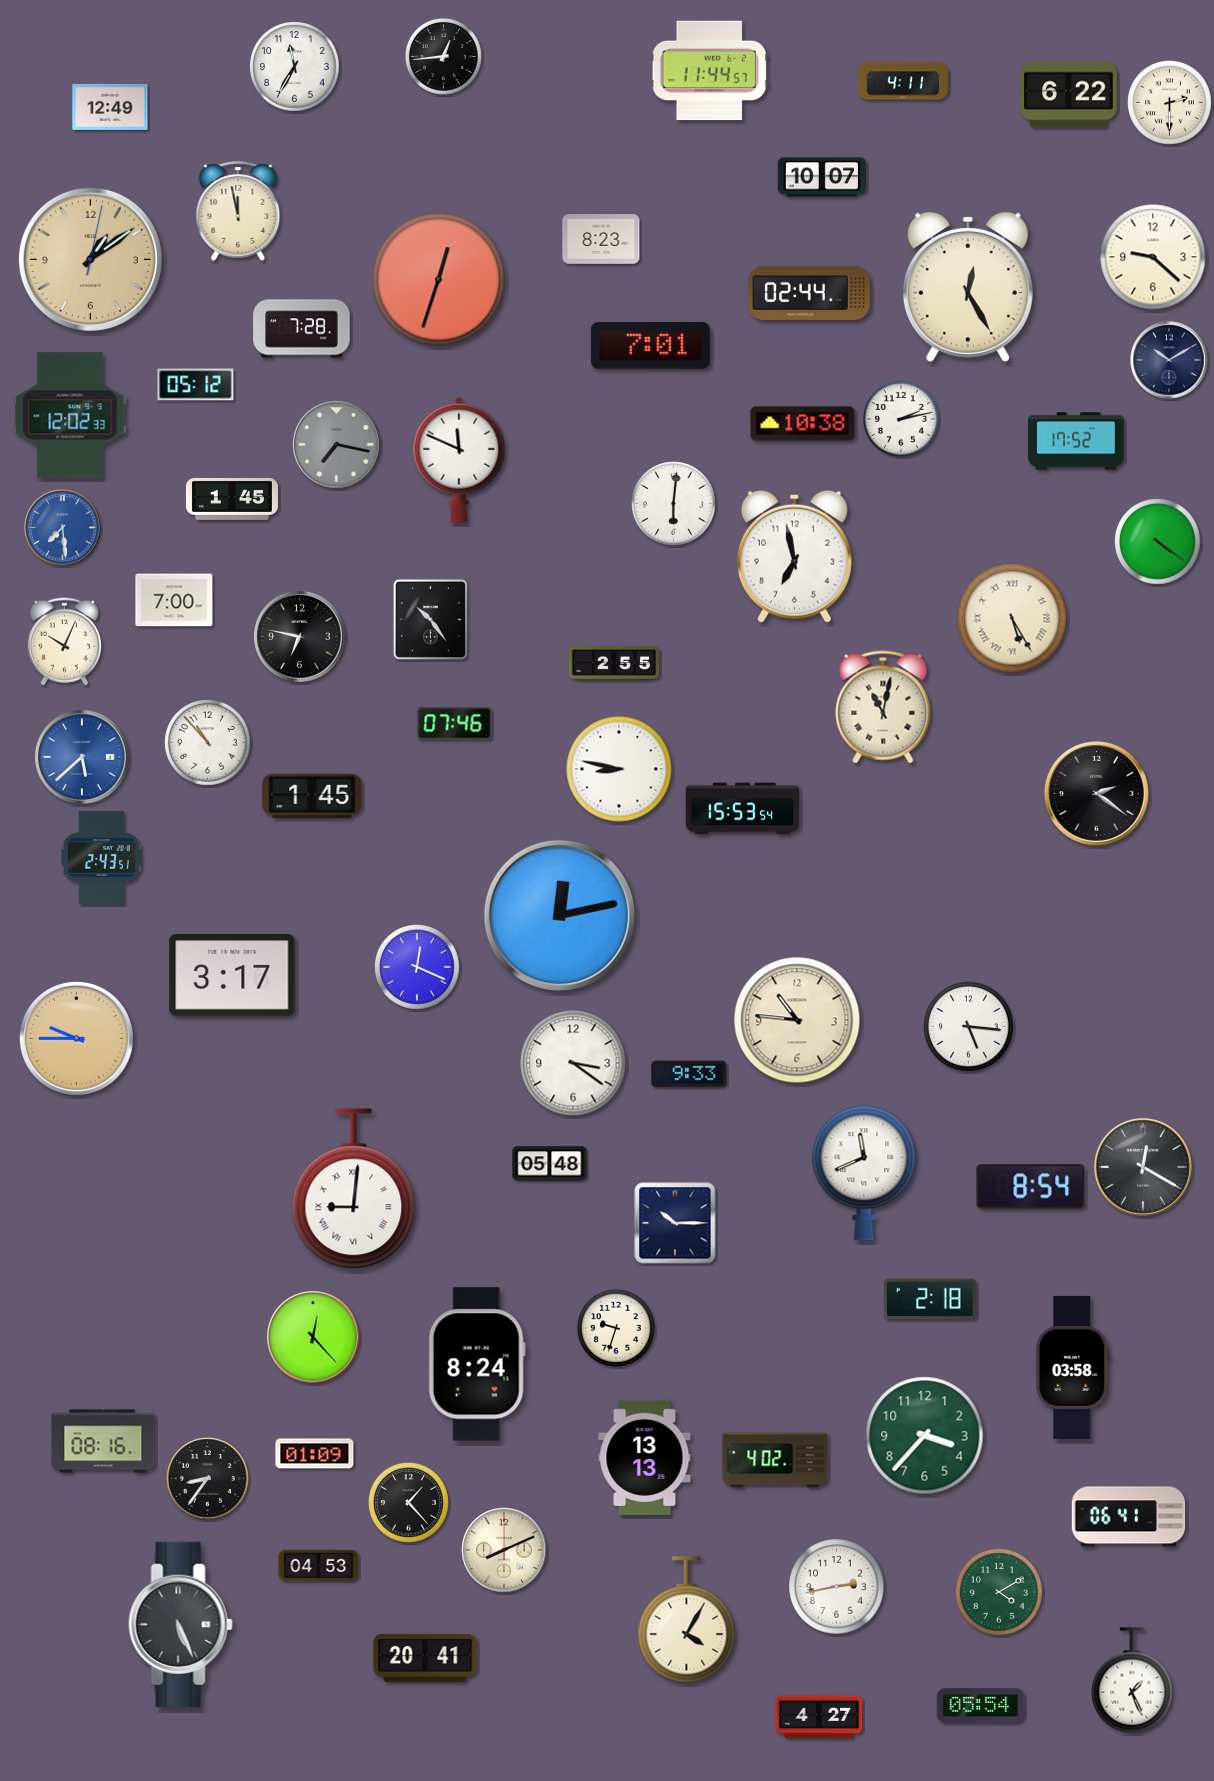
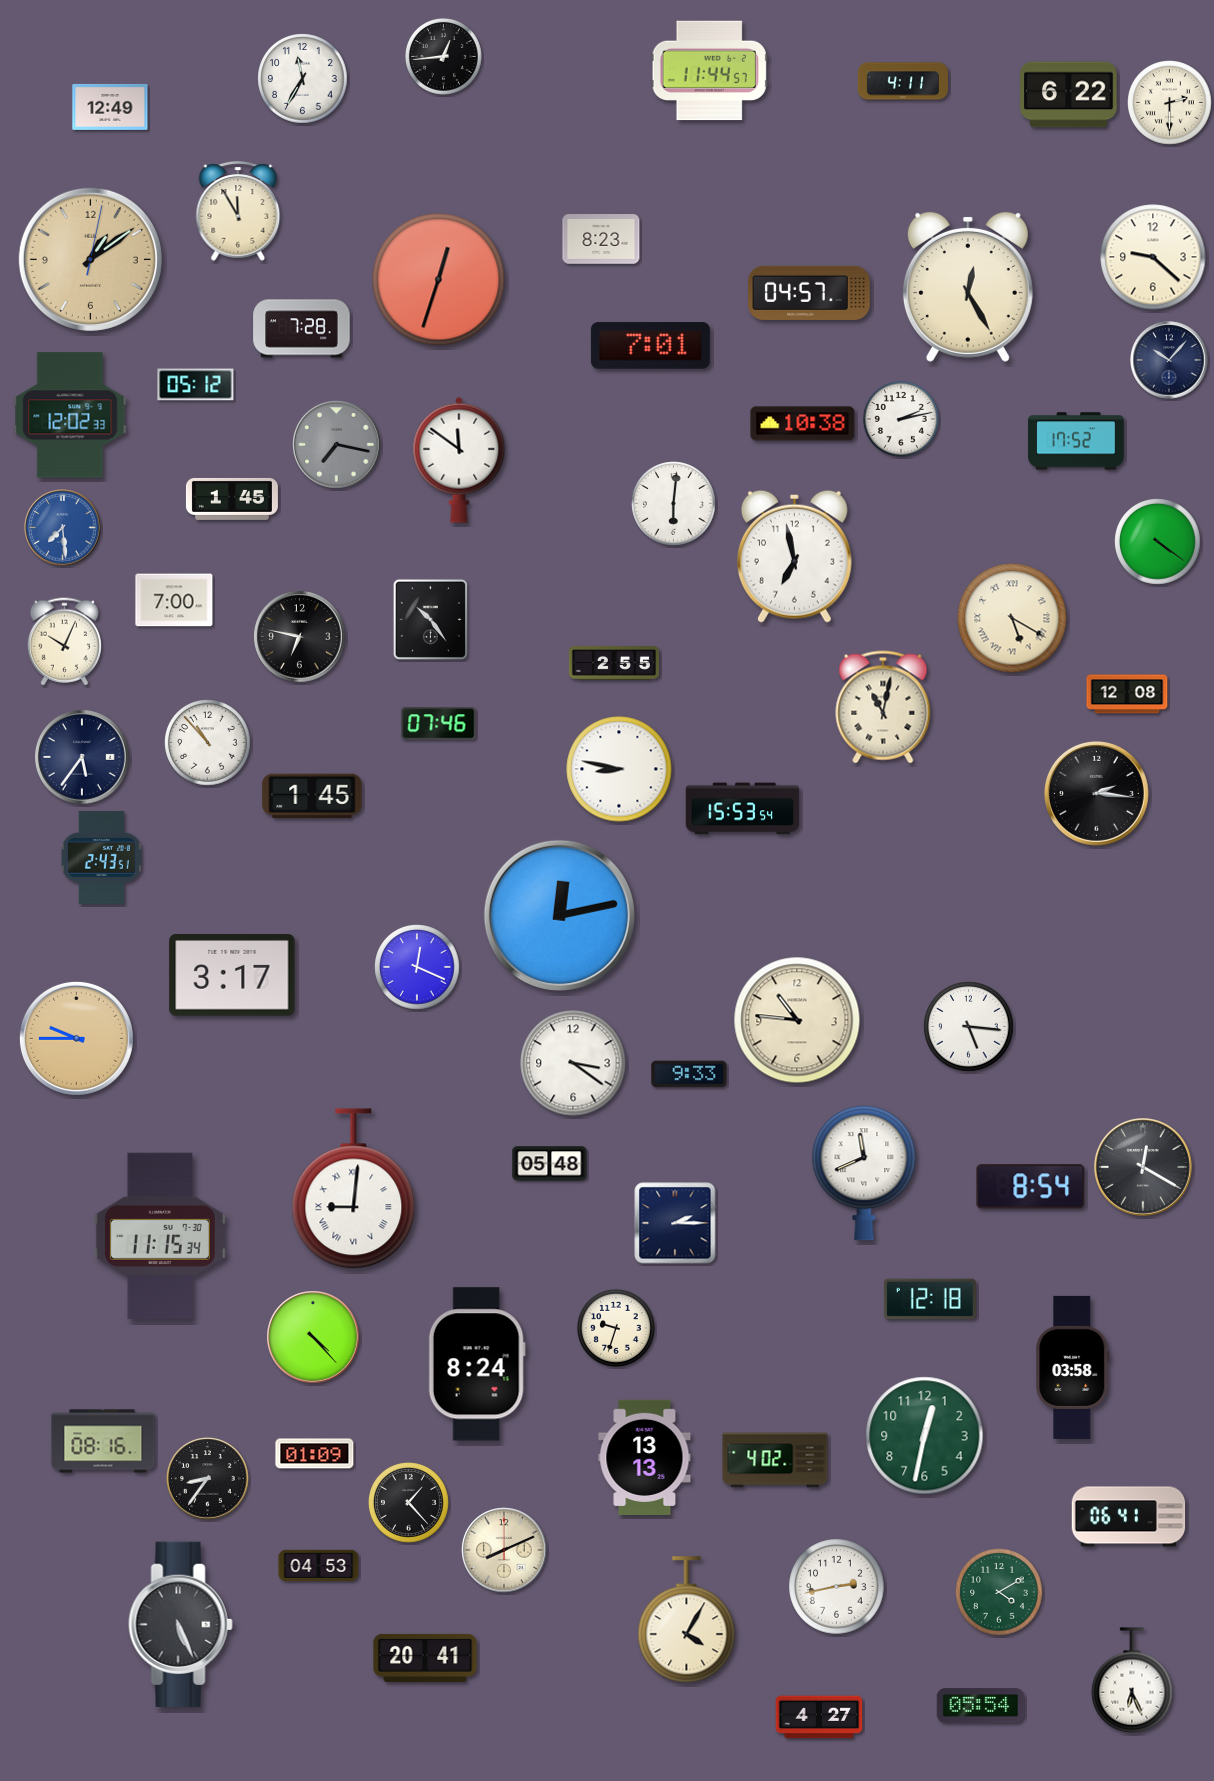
clock at (295, 67) position: (295, 67) -> (303, 79)
clock at (822, 177): 10:07 -> none
clock at (238, 211): 11:58 -> 11:55
clock at (809, 293): 02:44 -> 04:57
clock at (1169, 360): 10:10 -> 10:07
clock at (459, 460): 11:49 -> 11:51
clock at (1012, 618): 5:25 -> 5:20
clock at (1127, 694): none -> 12:08
clock at (455, 724) position: (455, 724) -> (439, 724)
clock at (82, 757): 5:38 -> 5:36
clock at (82, 757) dial: blue -> navy
clock at (1096, 793): 2:21 -> 2:16
clock at (675, 1223): 10:15 -> 2:15
clock at (160, 1236): none -> 11:15
clock at (930, 1299): 2:18 -> 12:18
clock at (313, 1337): 12:23 -> 4:23
clock at (925, 1436): 3:37 -> 12:32
clock at (1132, 1680): 1:26 -> 6:26
